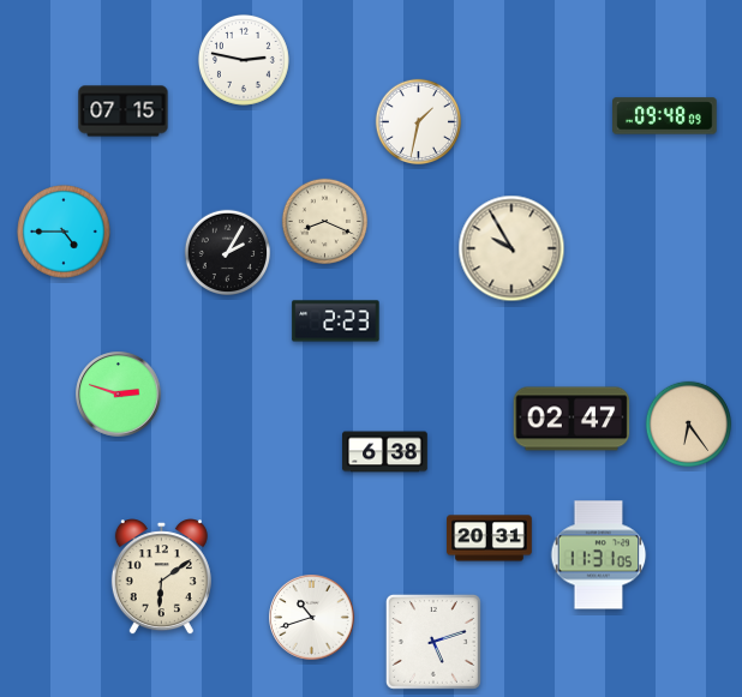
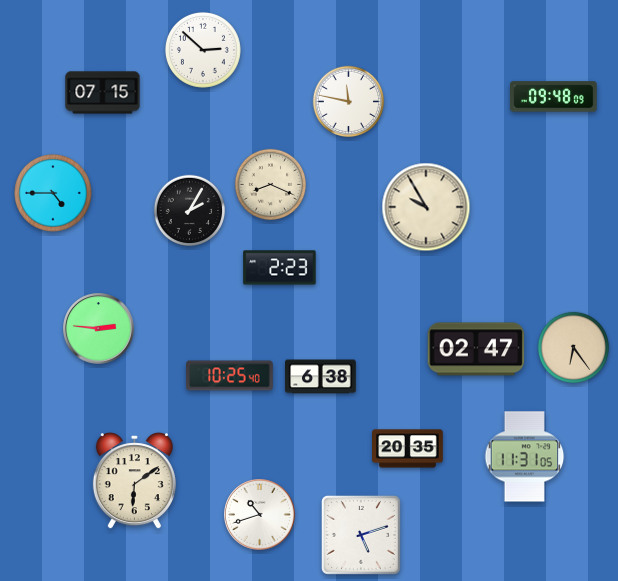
clock at (244, 60): 2:47 -> 2:52
clock at (419, 122): 1:32 -> 11:47
clock at (119, 395): 2:48 -> 2:46
clock at (689, 425) position: (689, 425) -> (574, 348)
clock at (230, 376): none -> 10:25
clock at (490, 539): 20:31 -> 20:35
clock at (599, 555) position: (599, 555) -> (525, 457)
